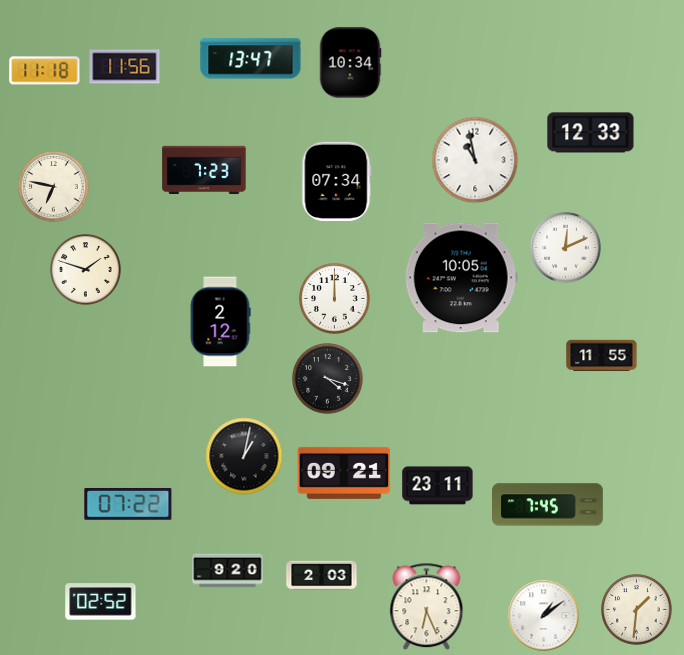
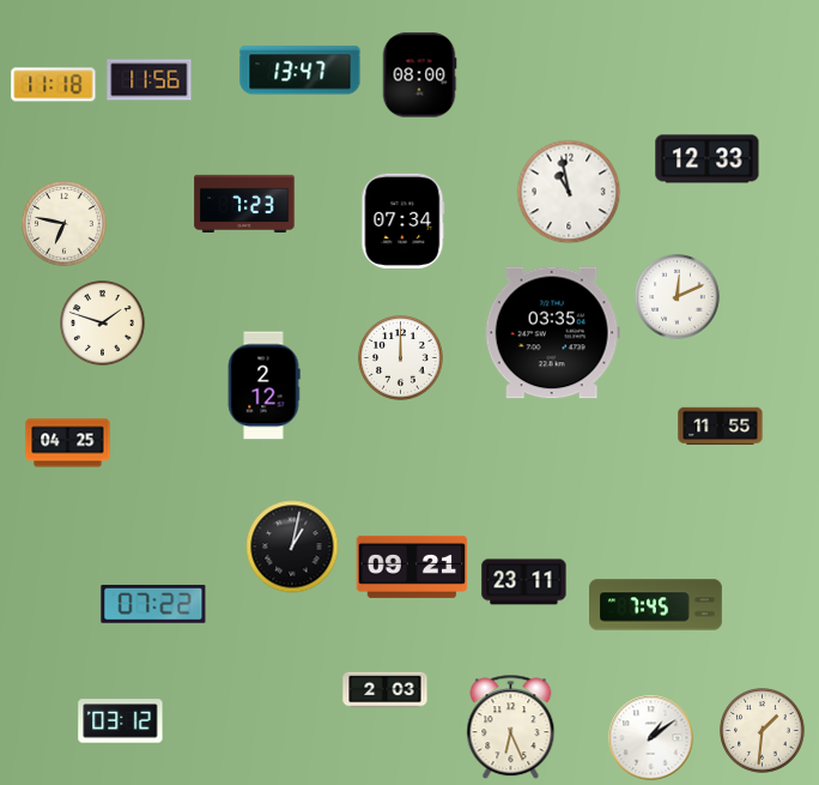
clock at (350, 63): 10:34 -> 08:00
clock at (337, 181) position: (337, 181) -> (404, 221)
clock at (461, 278): 10:05 -> 03:35
clock at (68, 443): none -> 04:25
clock at (328, 379): 4:18 -> none
clock at (228, 571): 9:20 -> none
clock at (101, 602): 02:52 -> 03:12
